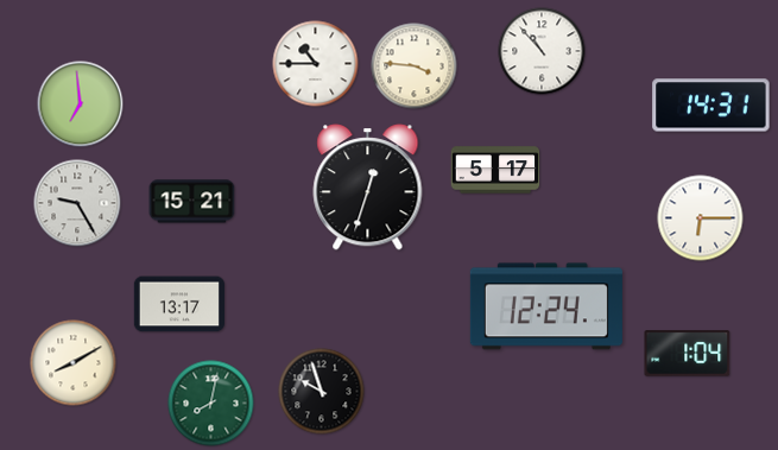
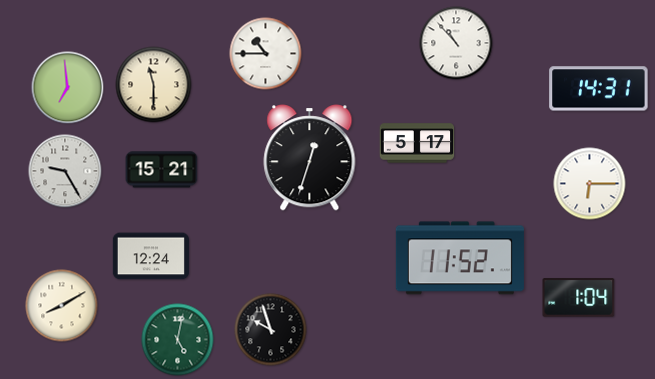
clock at (415, 66): 3:46 -> none
clock at (154, 85): none -> 11:30
clock at (179, 304): 13:17 -> 12:24
clock at (546, 306): 12:24 -> 11:52
clock at (211, 404): 8:02 -> 5:02
